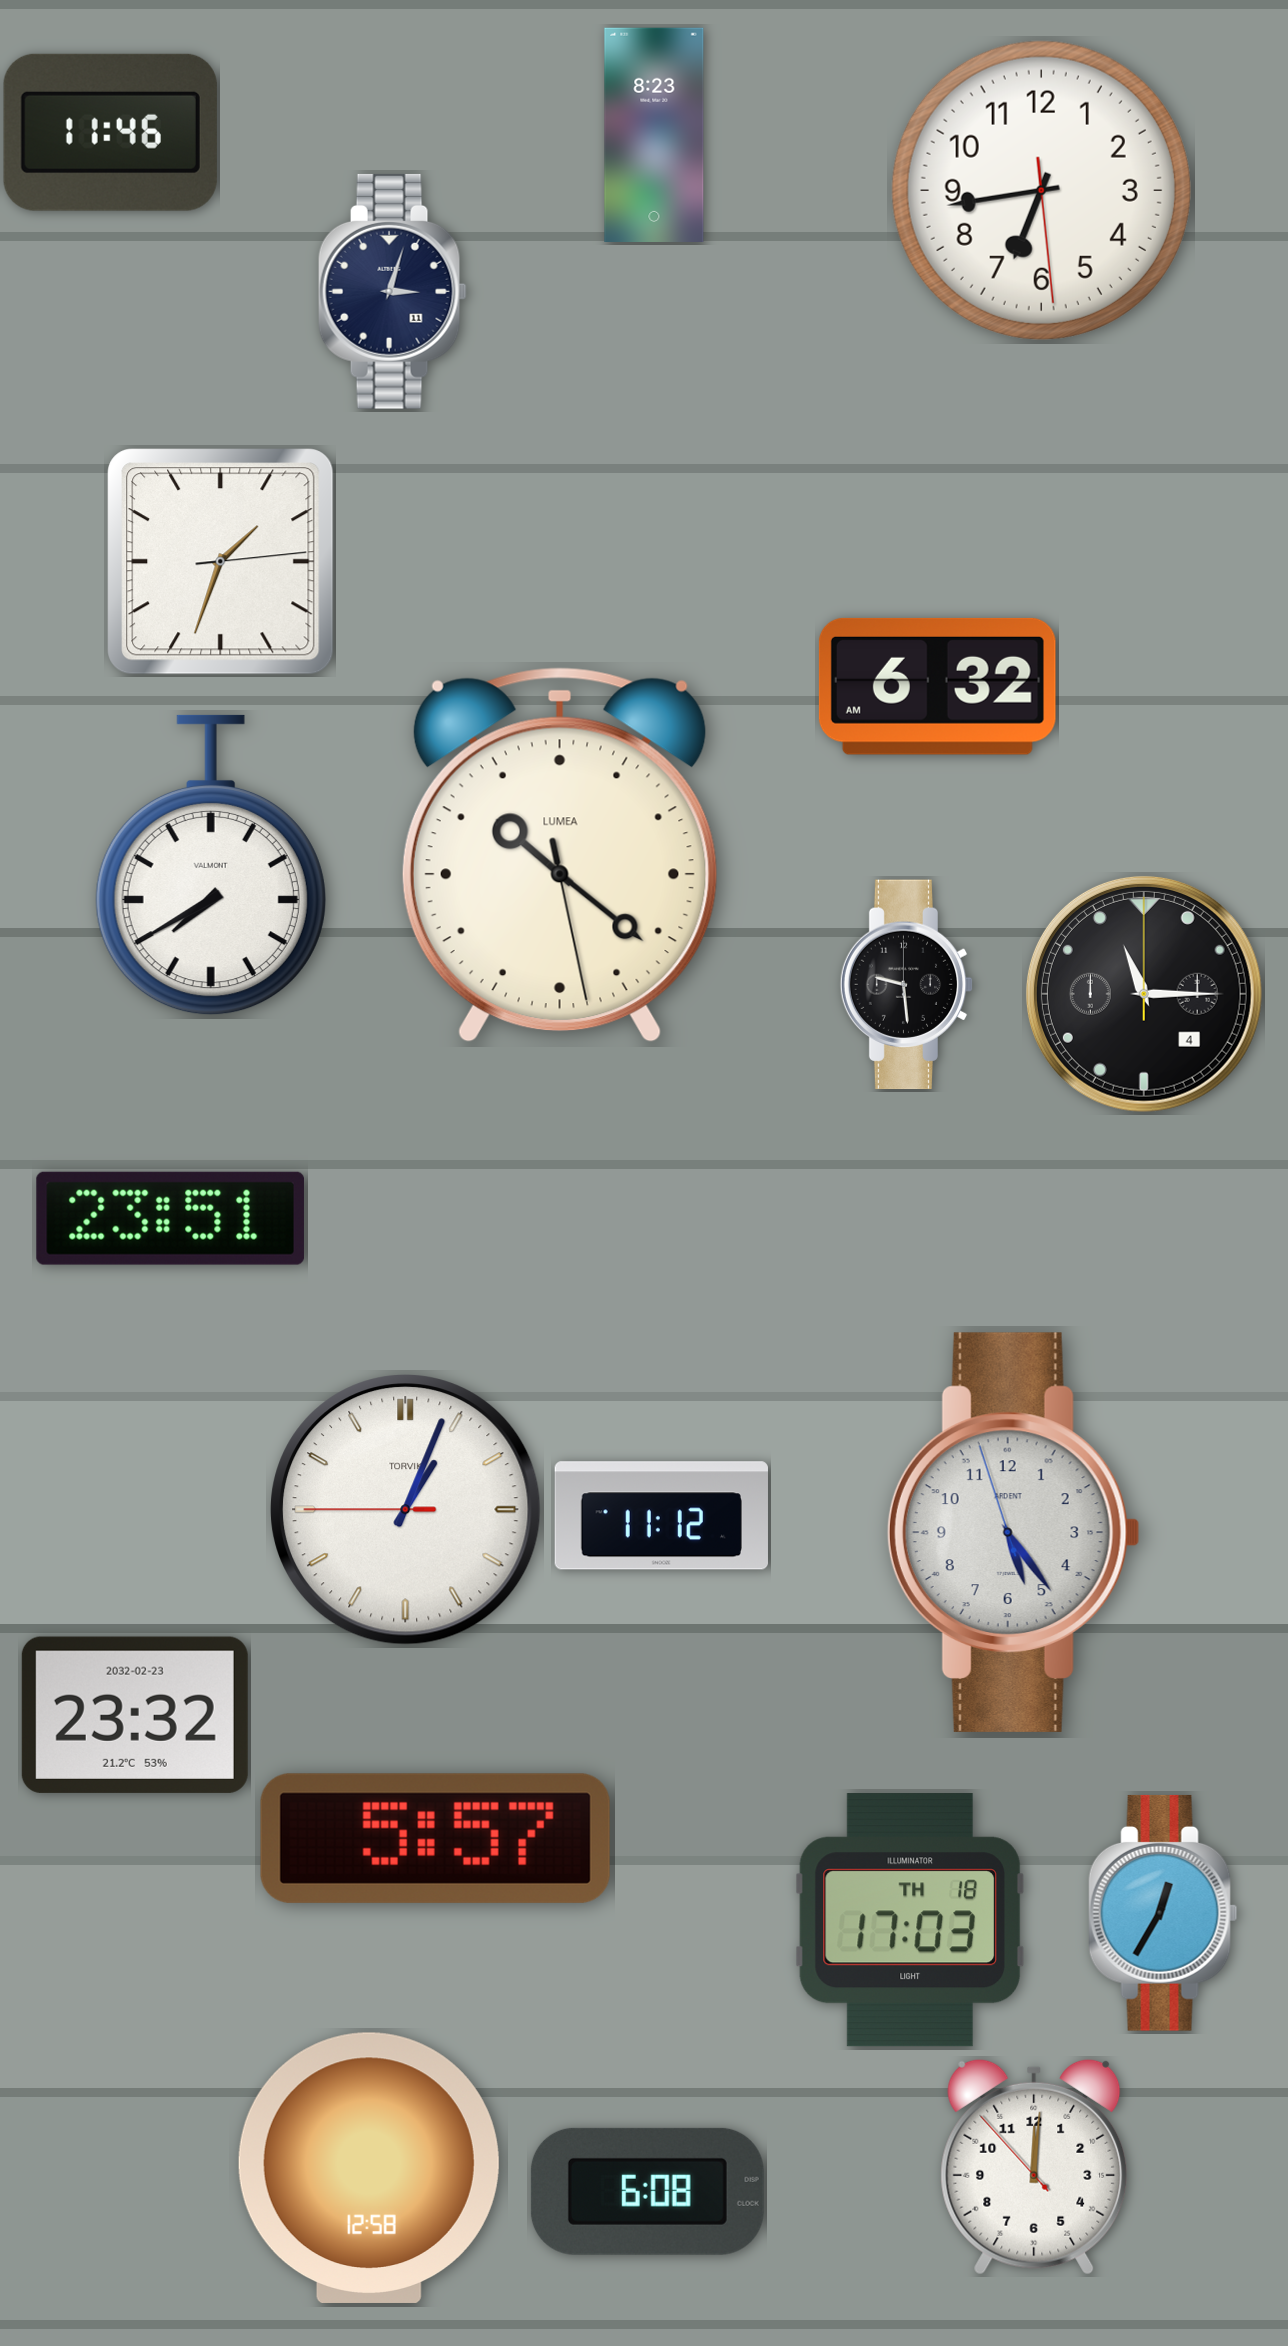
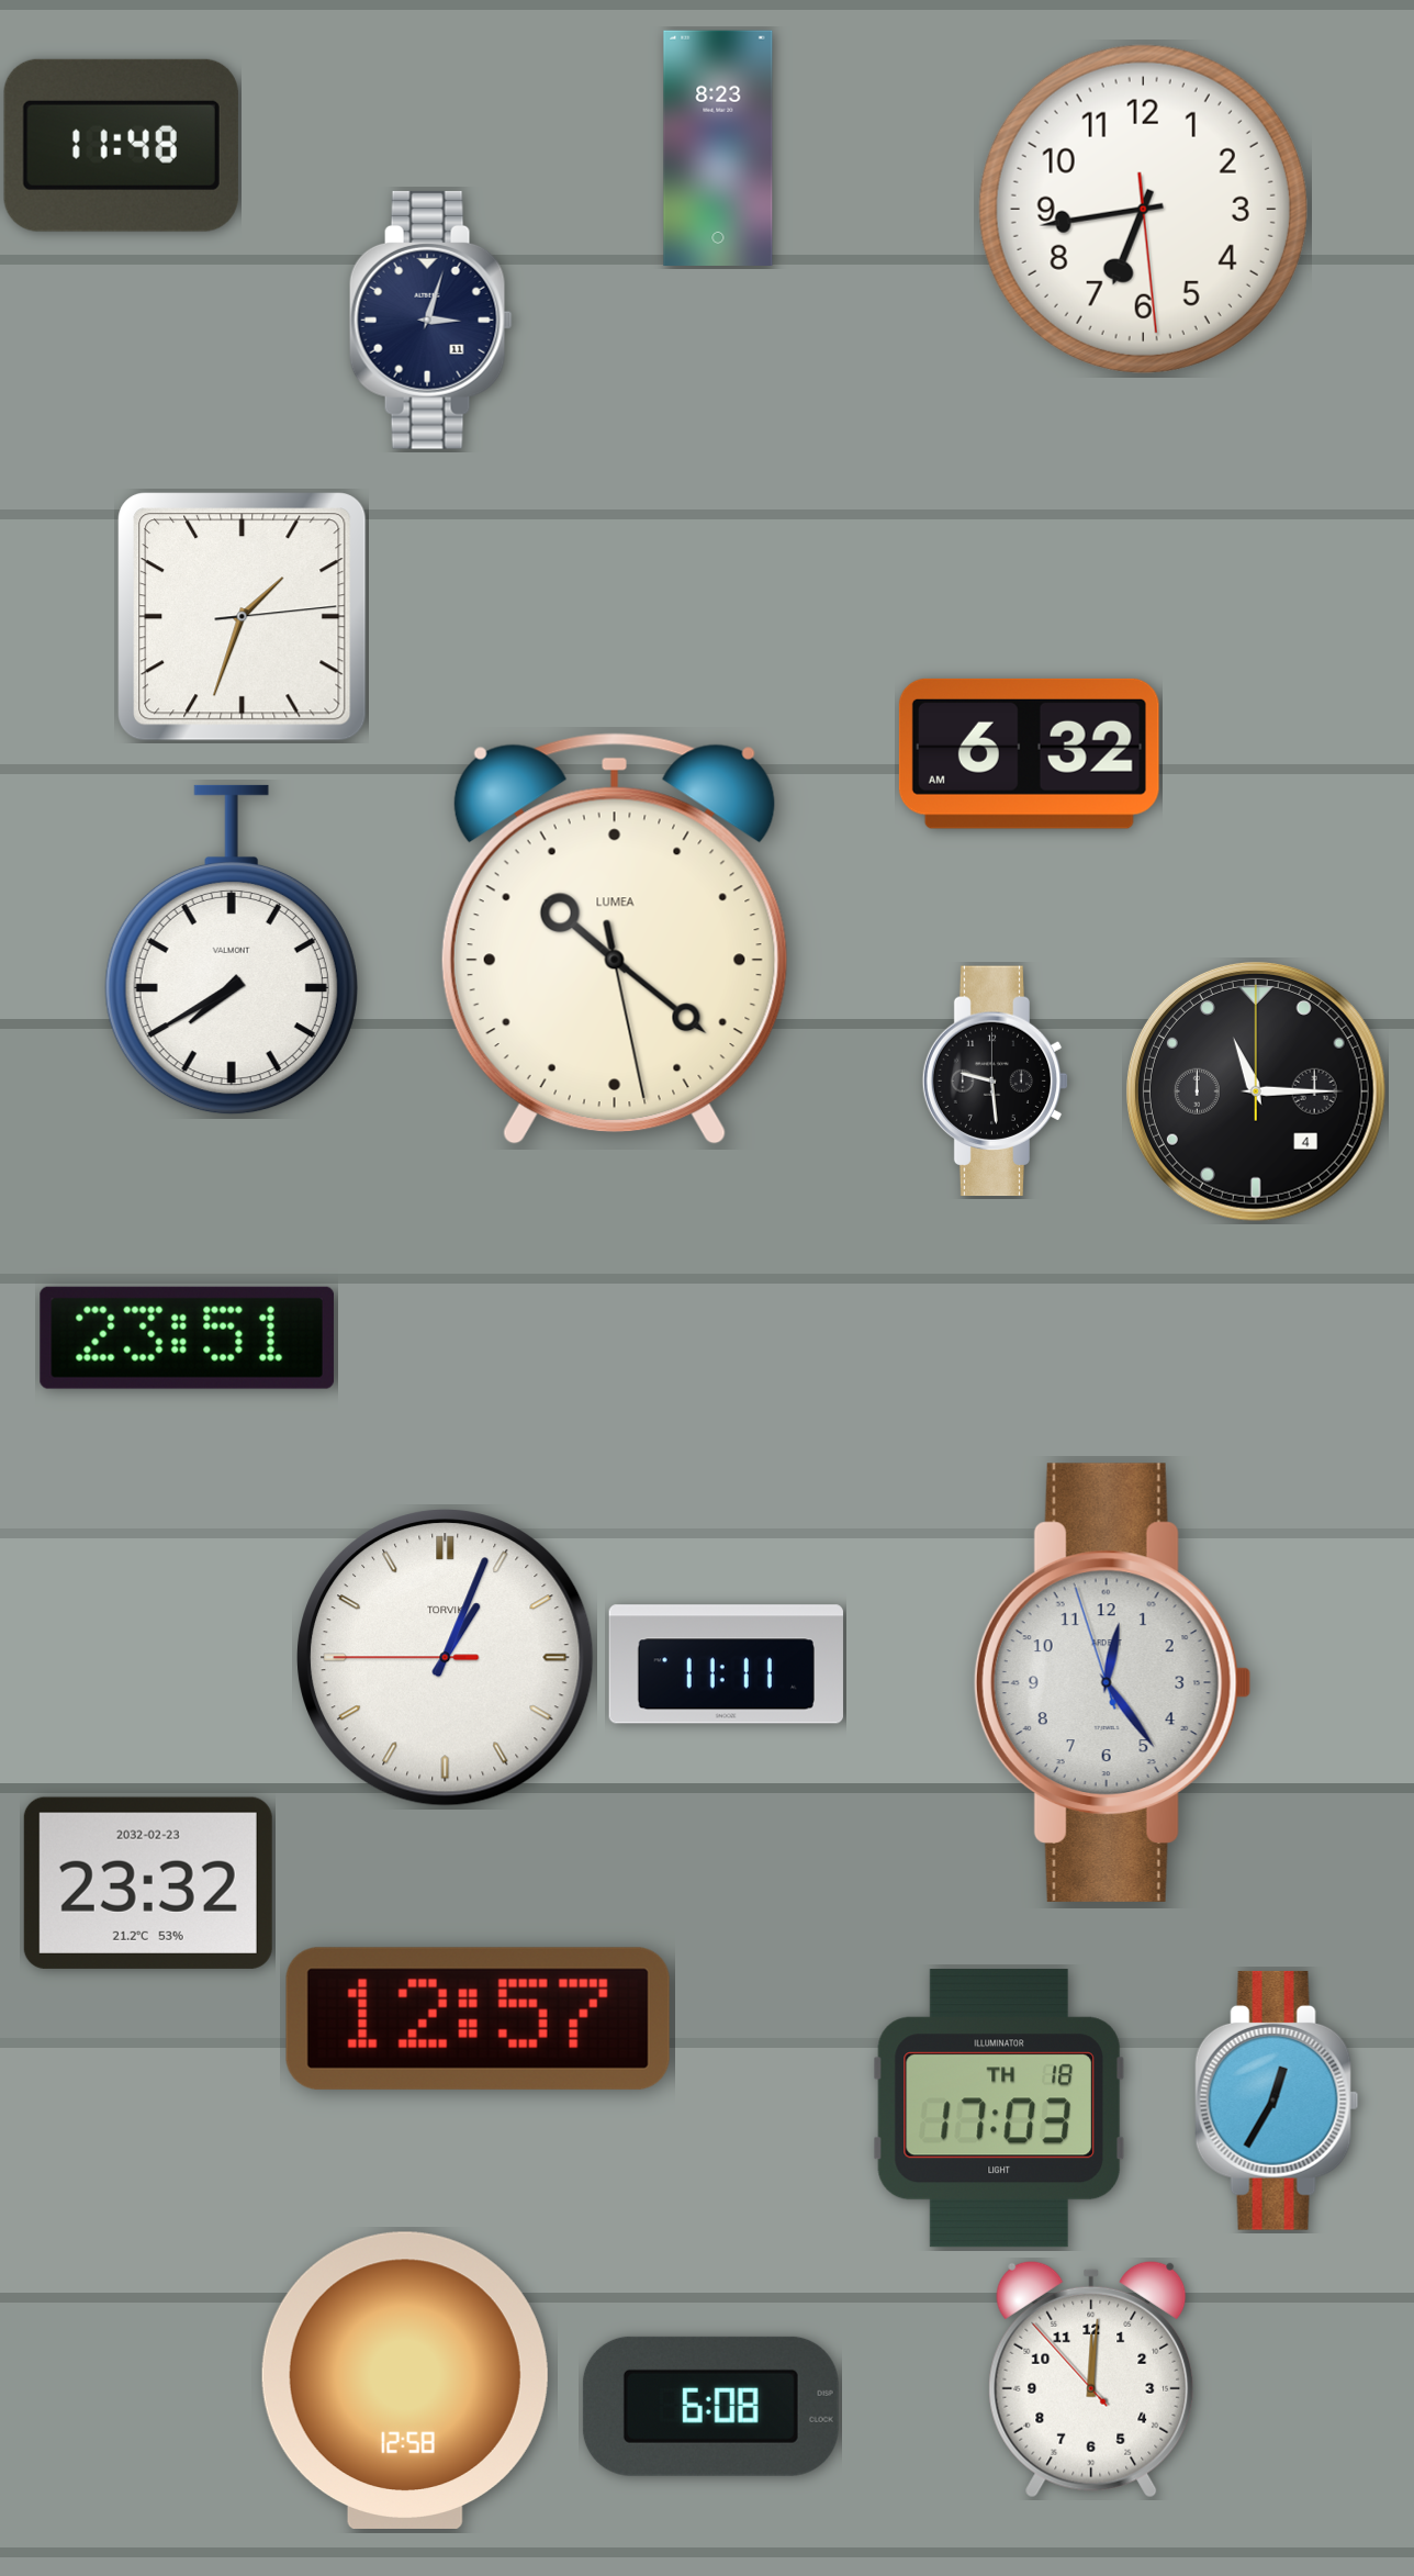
clock at (110, 132): 11:46 -> 11:48
clock at (661, 1516): 11:12 -> 11:11
clock at (1013, 1532): 5:23 -> 12:23
clock at (435, 1838): 5:57 -> 12:57
clock at (1034, 2167) position: (1034, 2167) -> (1091, 2379)
